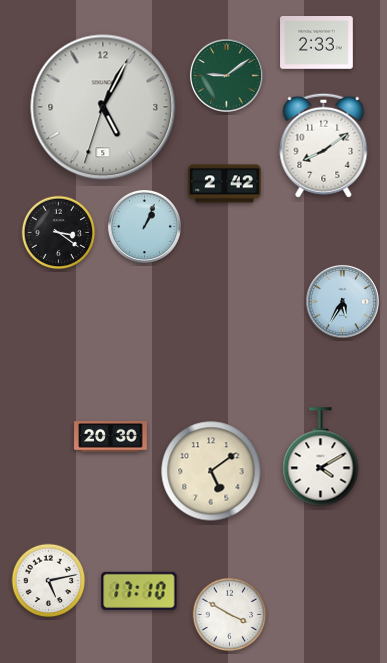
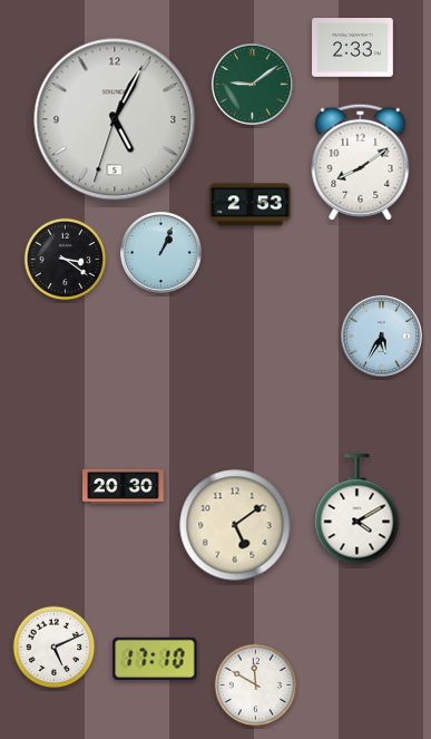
clock at (225, 184): 2:42 -> 2:53
clock at (49, 581): 5:13 -> 5:11
clock at (230, 615): 3:50 -> 11:50
